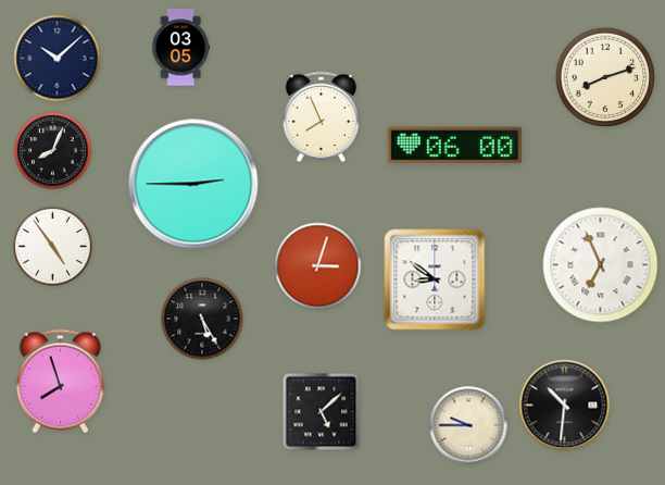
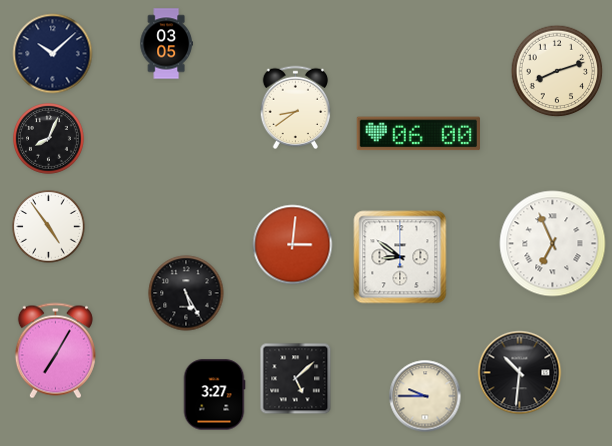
clock at (322, 116): 7:56 -> 8:39
clock at (193, 184): 2:45 -> none
clock at (318, 266): 3:03 -> 3:01
clock at (60, 382): 7:57 -> 7:05
clock at (468, 425) position: (468, 425) -> (425, 396)
clock at (214, 395): none -> 3:27
